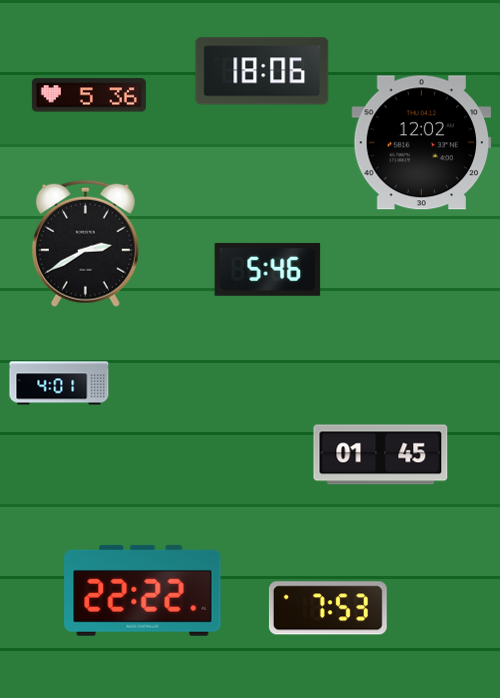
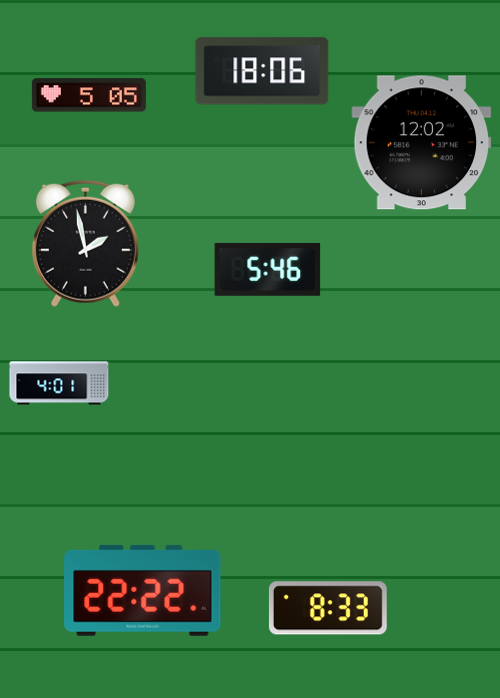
clock at (89, 95): 5:36 -> 5:05
clock at (85, 243): 2:40 -> 1:58
clock at (381, 455): 01:45 -> none
clock at (328, 608): 7:53 -> 8:33
